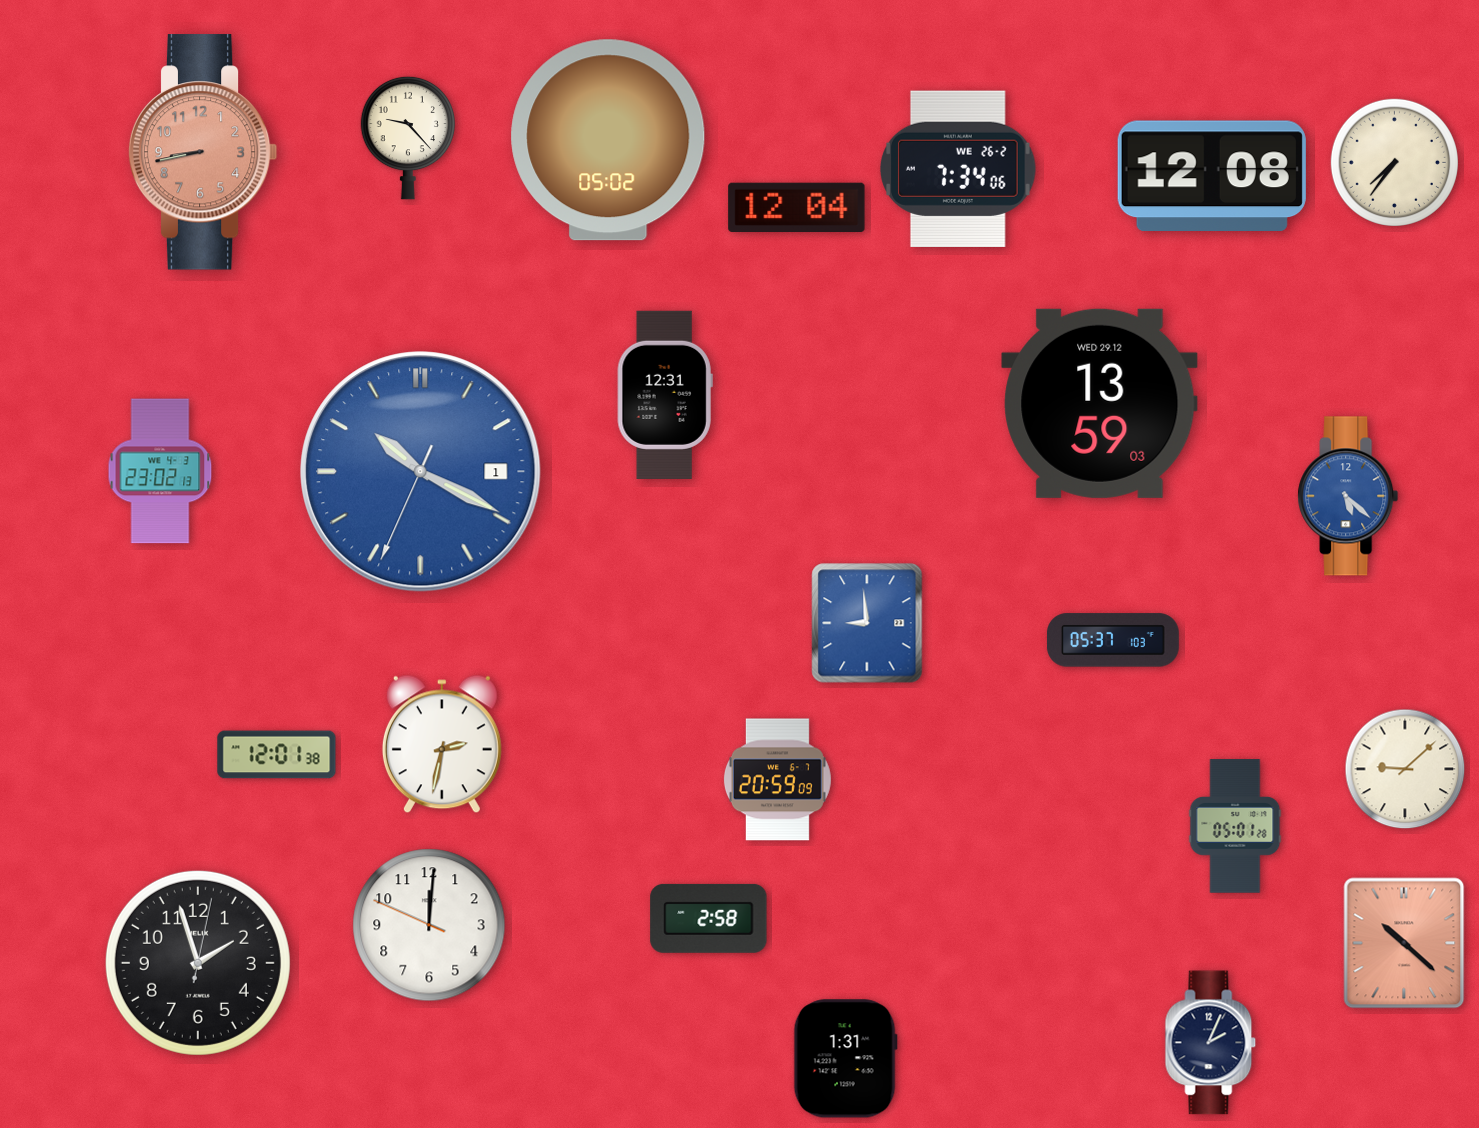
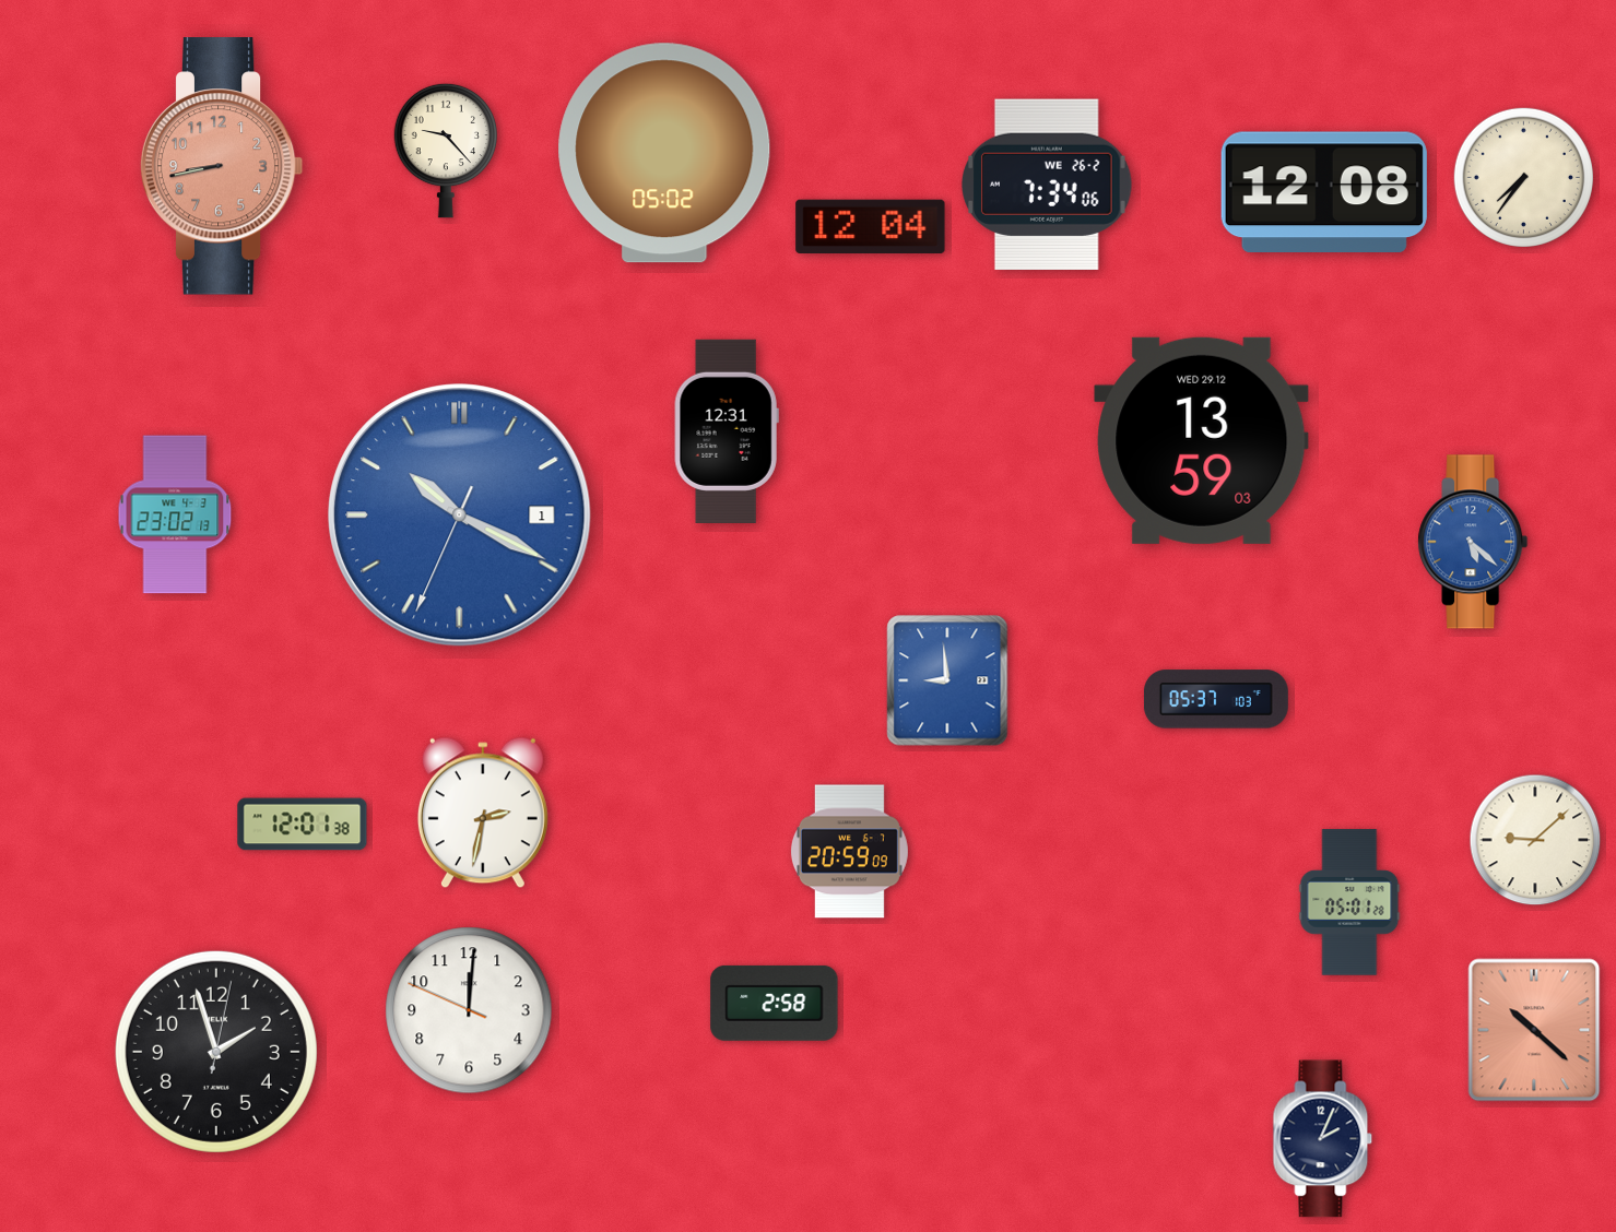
clock at (845, 1059): 1:31 -> none
